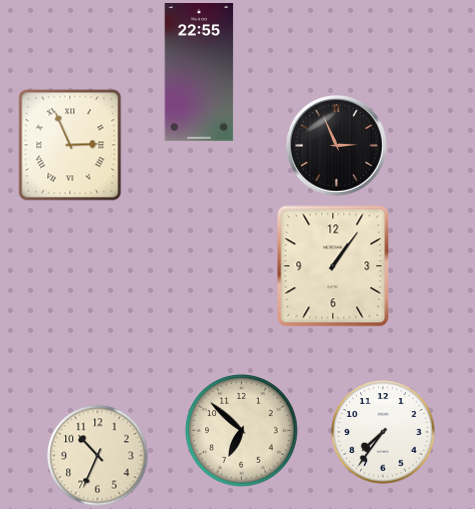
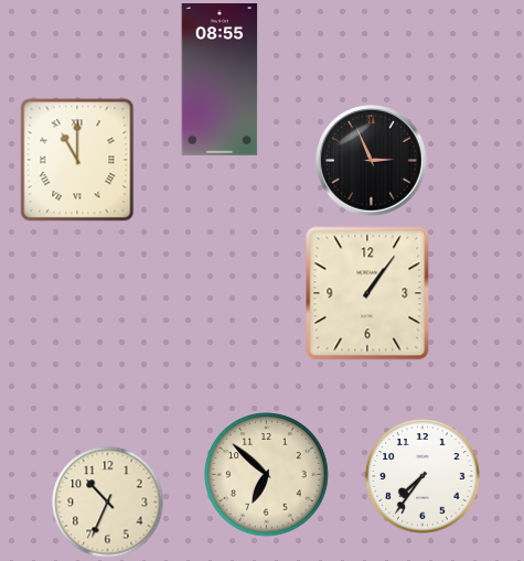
clock at (199, 73): 22:55 -> 08:55
clock at (70, 145): 2:56 -> 11:00
